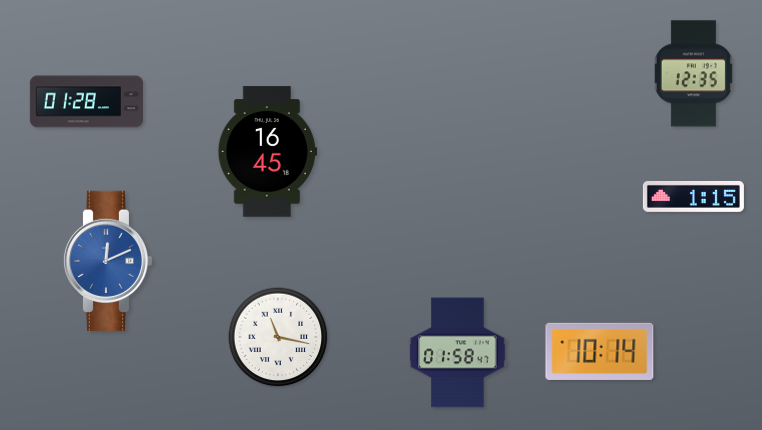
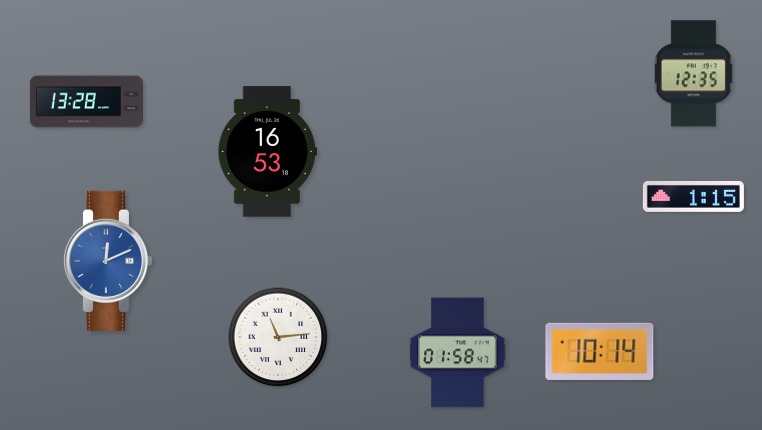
clock at (86, 102): 01:28 -> 13:28
clock at (267, 152): 16:45 -> 16:53
clock at (278, 337): 11:17 -> 11:14
